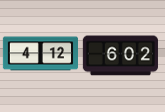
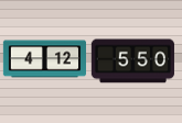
clock at (120, 56): 6:02 -> 5:50
